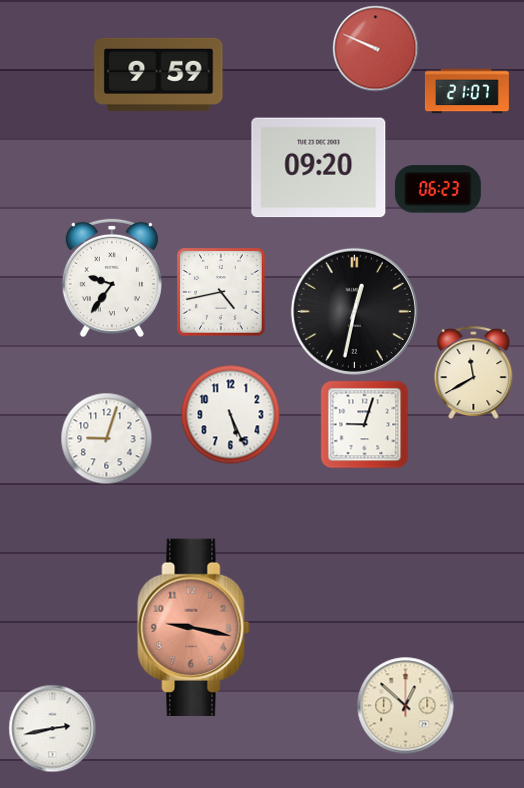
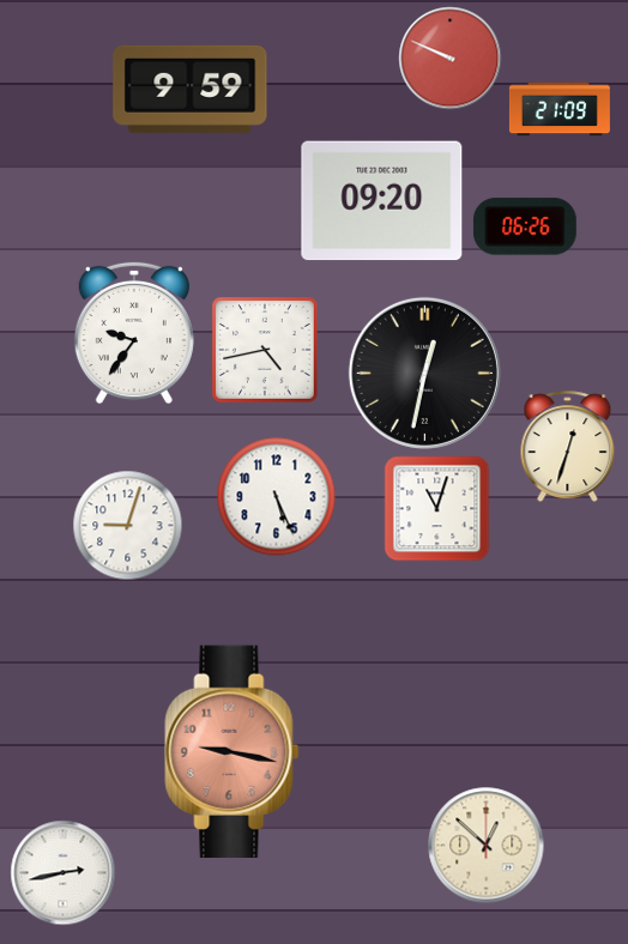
clock at (467, 91): 21:07 -> 21:09
clock at (438, 189): 06:23 -> 06:26
clock at (474, 372): 11:40 -> 12:33
clock at (365, 425): 9:03 -> 11:03
